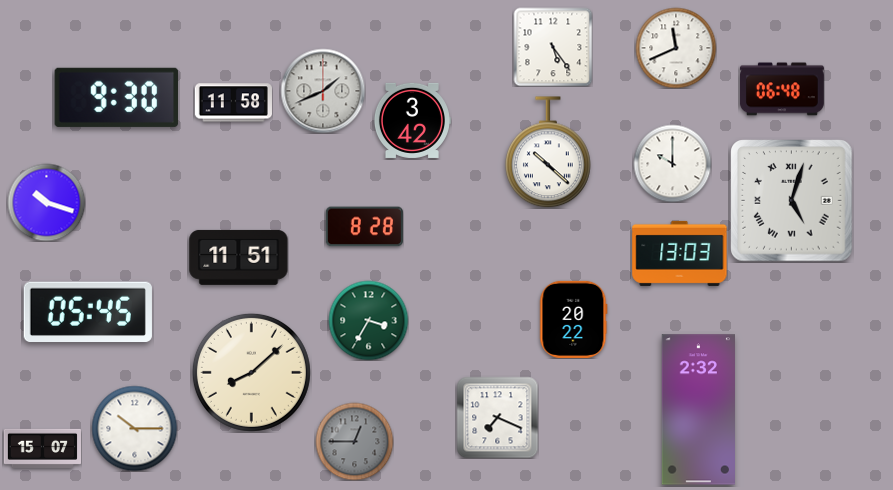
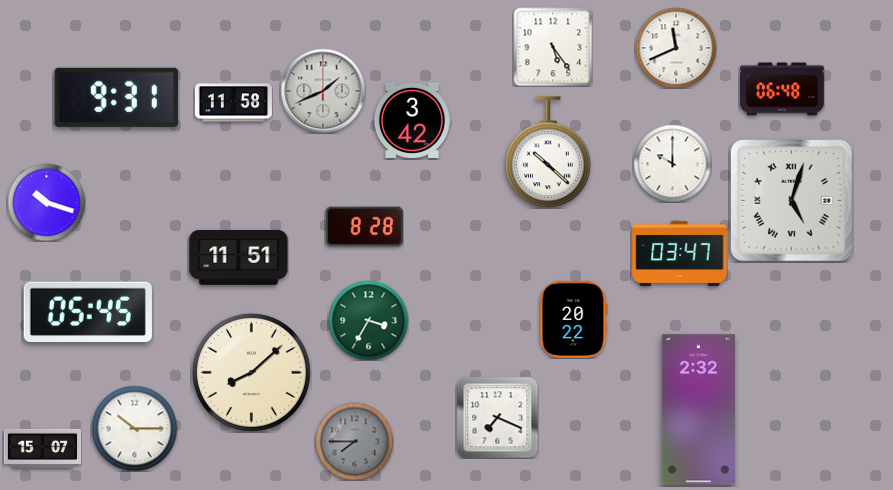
clock at (117, 97): 9:30 -> 9:31
clock at (680, 253): 13:03 -> 03:47
clock at (354, 441): 12:45 -> 7:45
